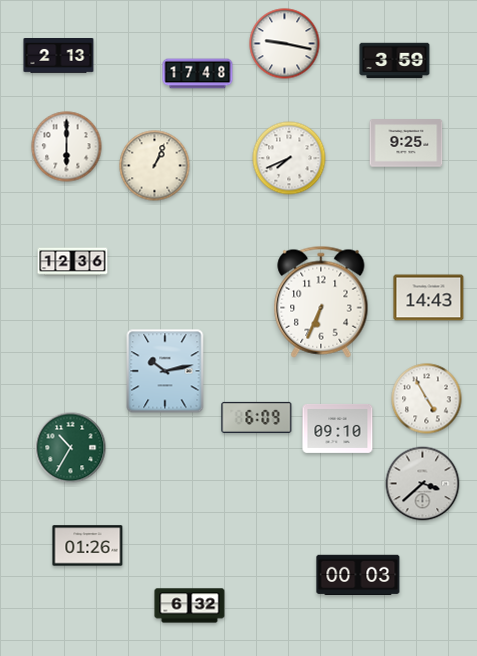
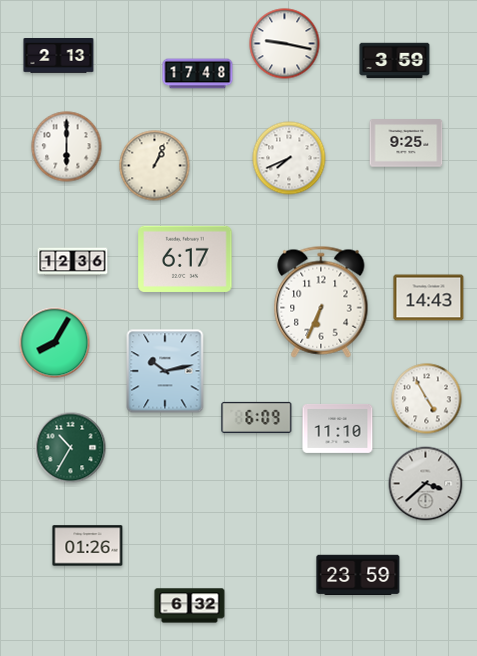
clock at (185, 259): none -> 6:17
clock at (55, 343): none -> 8:05
clock at (338, 428): 09:10 -> 11:10
clock at (423, 484) position: (423, 484) -> (426, 484)
clock at (358, 574): 00:03 -> 23:59
